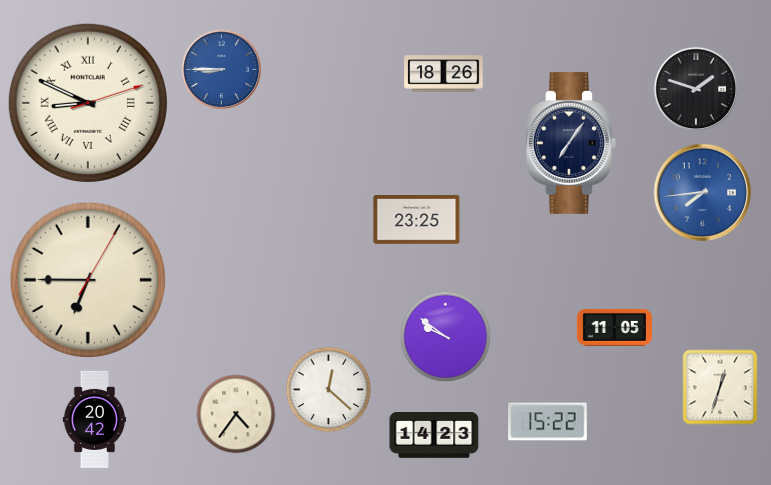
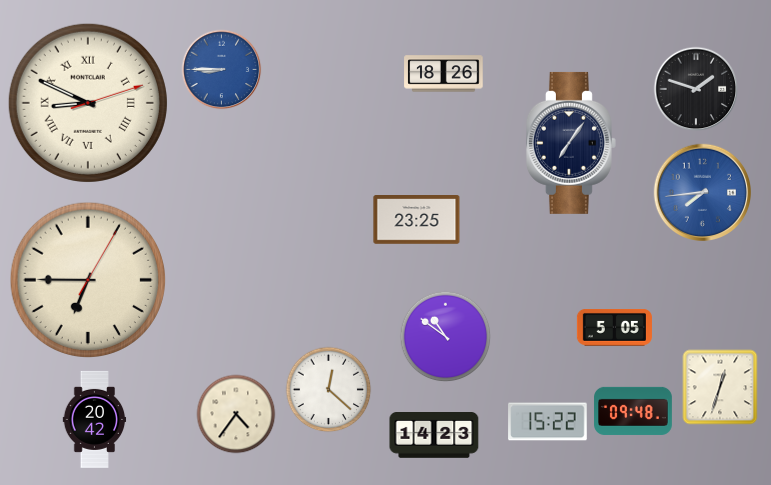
clock at (614, 328): 11:05 -> 5:05
clock at (446, 337): 9:51 -> 10:51
clock at (633, 411): none -> 09:48
